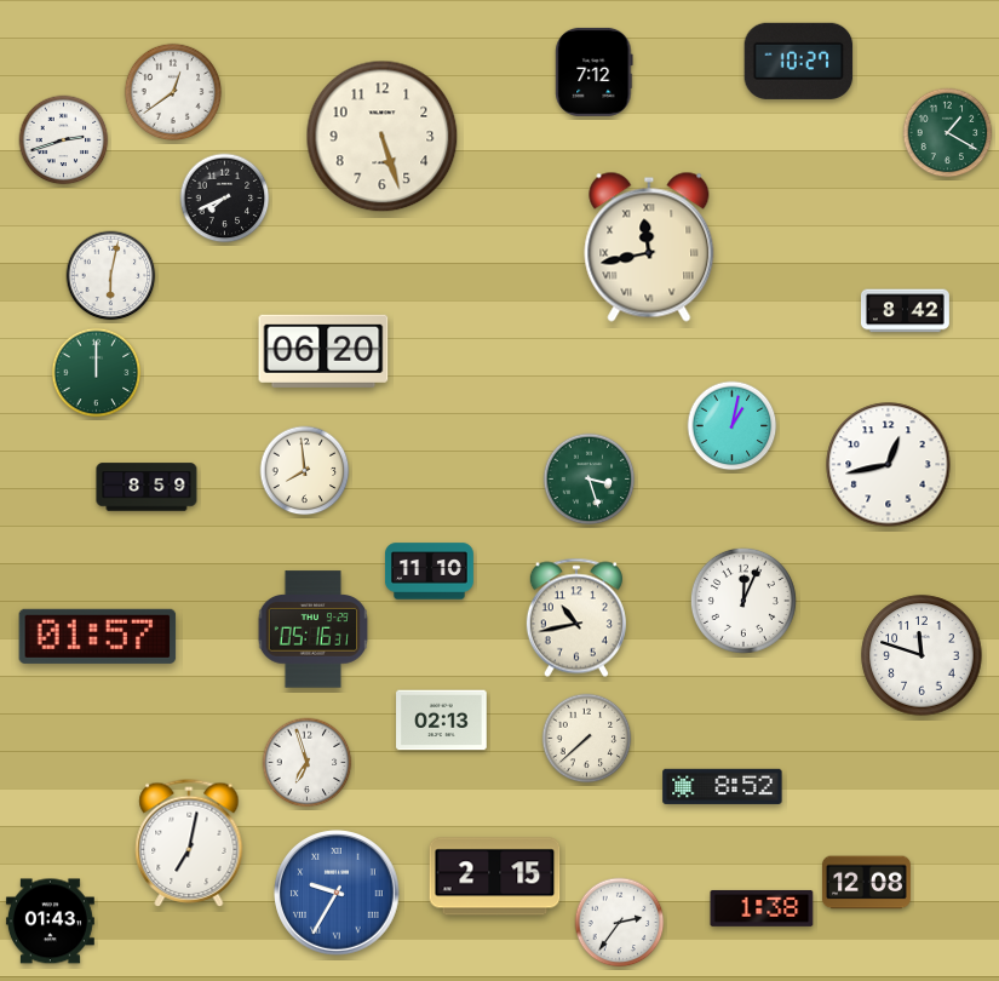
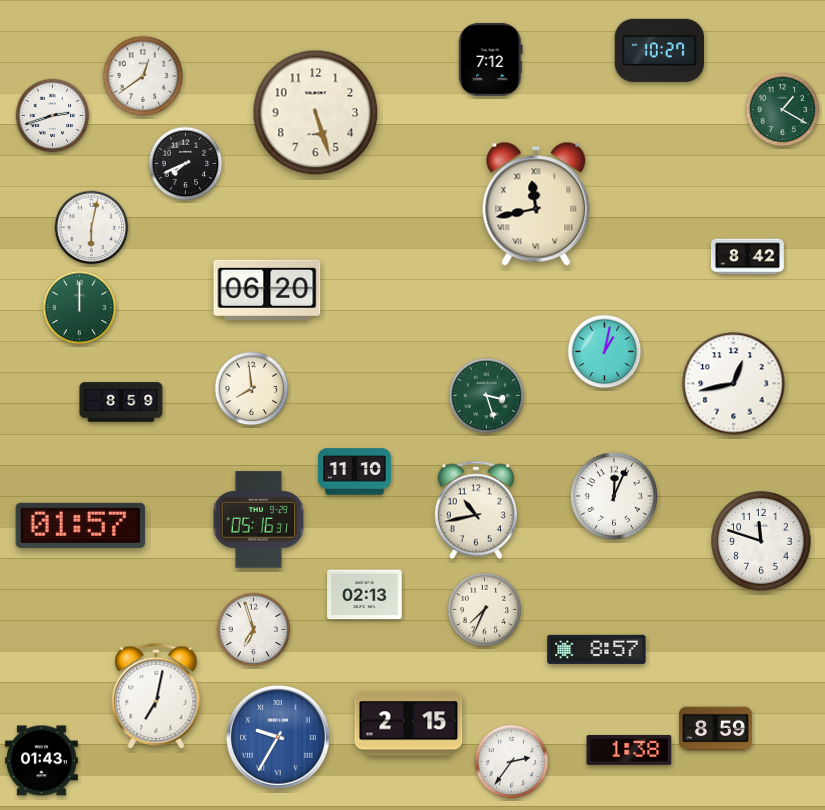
clock at (587, 739): 7:38 -> 7:34
clock at (723, 786): 8:52 -> 8:57
clock at (866, 883): 12:08 -> 8:59
